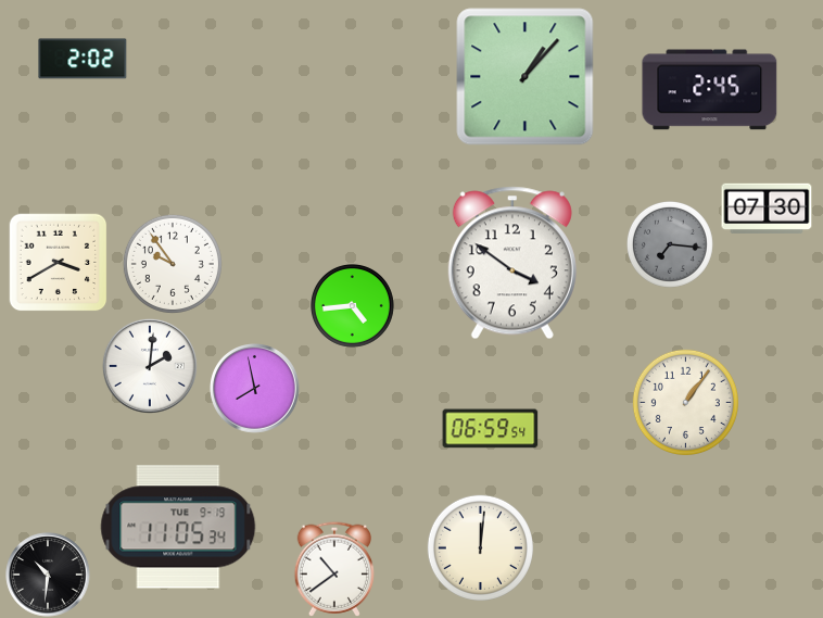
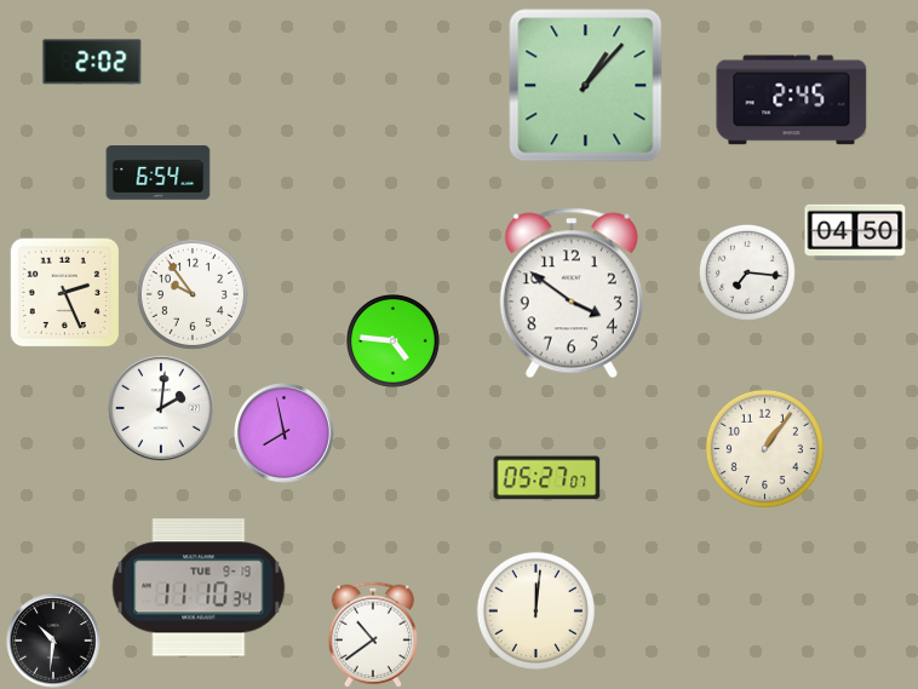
clock at (83, 59) position: (83, 59) -> (92, 62)
clock at (159, 173): none -> 6:54
clock at (767, 207): 07:30 -> 04:50
clock at (670, 244) dial: grey -> white
clock at (58, 262): 3:40 -> 2:26
clock at (352, 305): 4:44 -> 4:46
clock at (150, 366) position: (150, 366) -> (161, 408)
clock at (491, 429): 06:59 -> 05:27
clock at (178, 527): 11:05 -> 11:10
